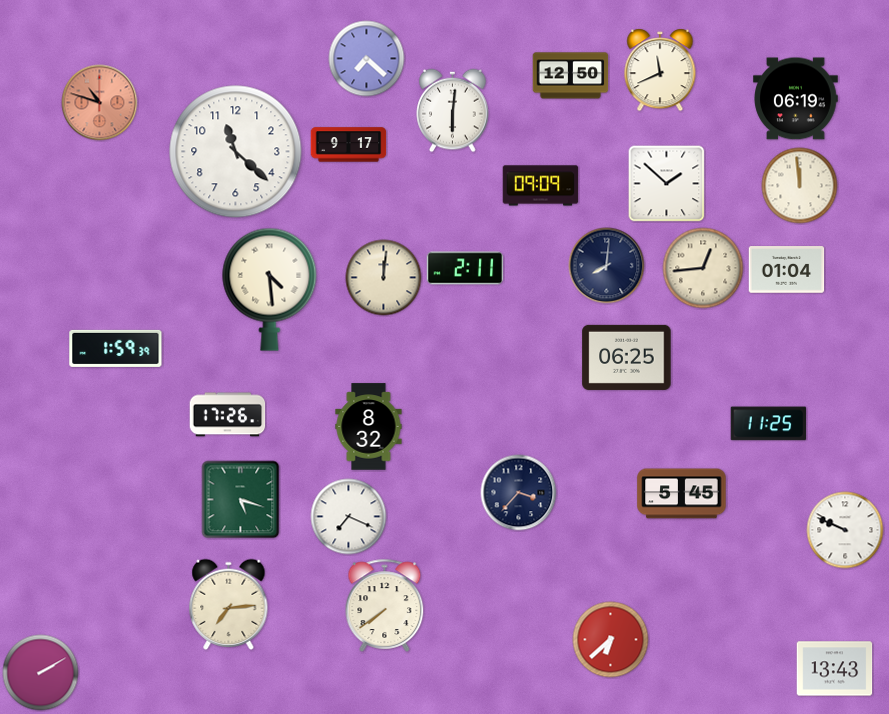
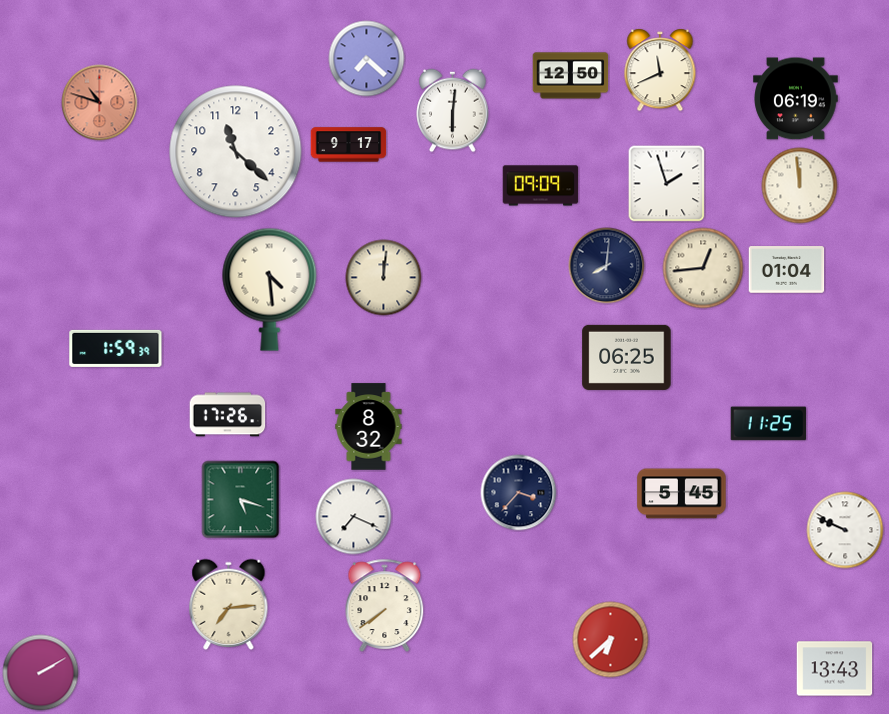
clock at (667, 184): 1:52 -> 1:57
clock at (465, 268): 2:11 -> none
clock at (349, 517) position: (349, 517) -> (354, 517)
